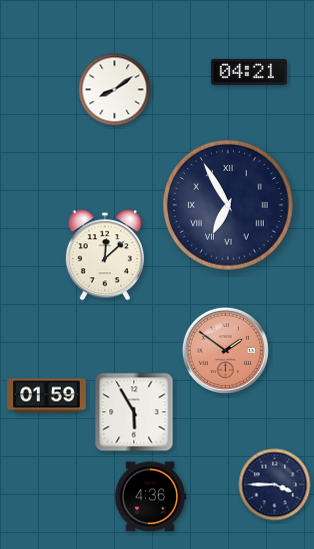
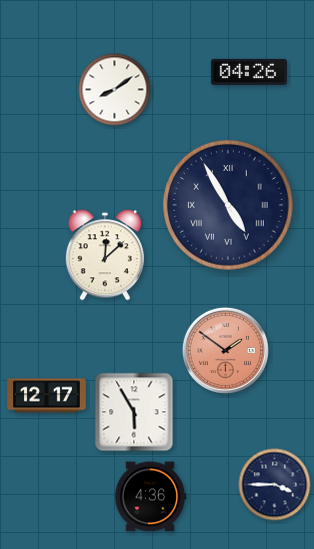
clock at (249, 72): 04:21 -> 04:26
clock at (229, 206): 6:55 -> 4:55
clock at (47, 396): 01:59 -> 12:17
